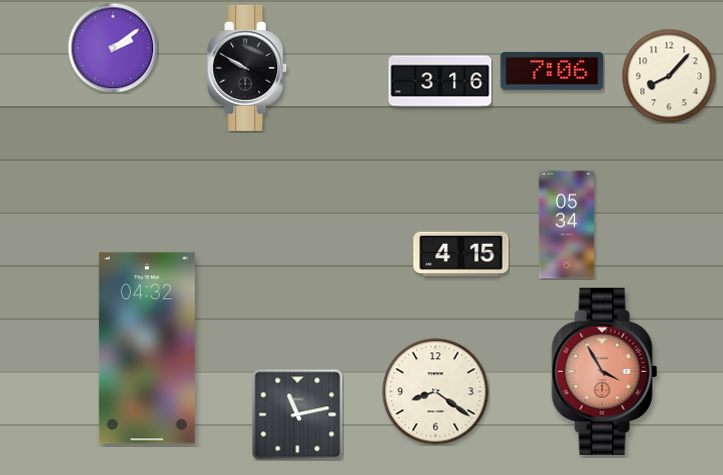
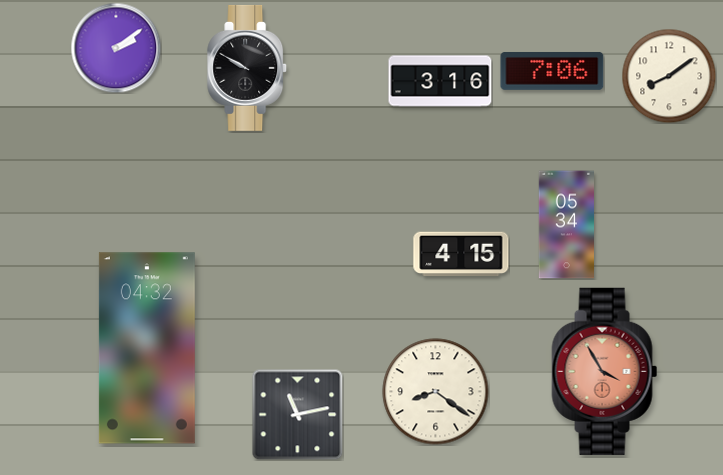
clock at (113, 48) position: (113, 48) -> (116, 48)
clock at (669, 76): 8:07 -> 8:09
